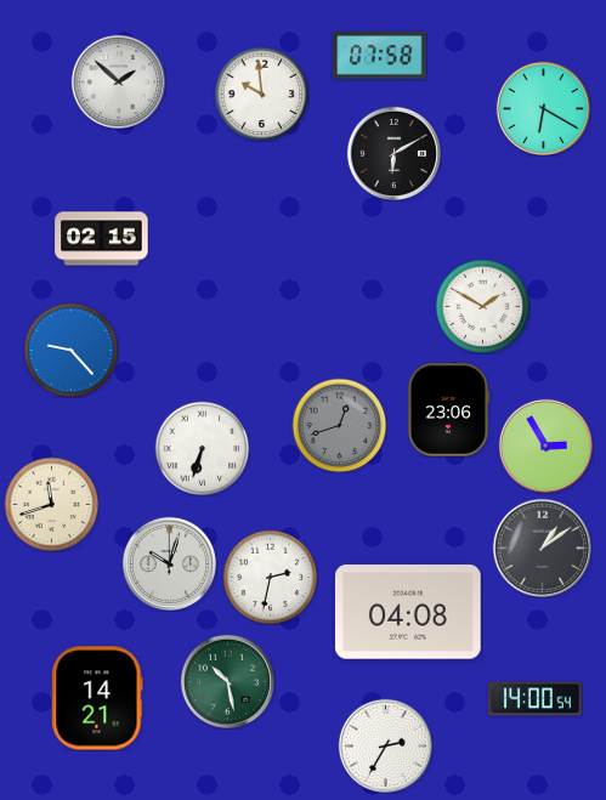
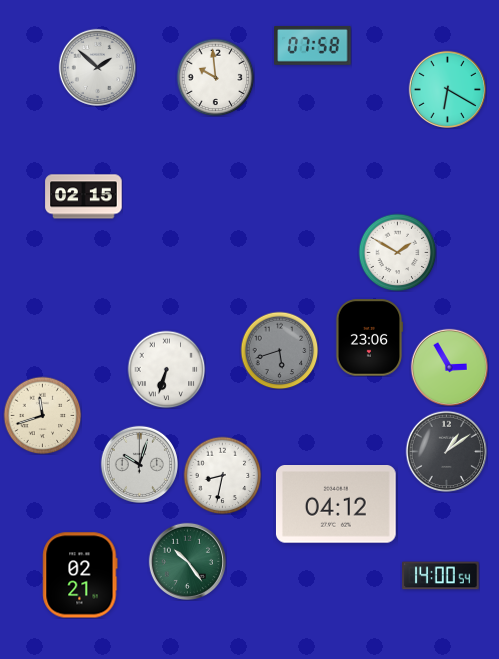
clock at (393, 153): 6:10 -> none
clock at (70, 350): 9:23 -> none
clock at (339, 425): 12:42 -> 5:42
clock at (270, 577): 2:32 -> 8:32
clock at (408, 613): 04:08 -> 04:12
clock at (227, 681): 10:28 -> 10:24
clock at (97, 698): 14:21 -> 02:21
clock at (385, 745): 2:35 -> none
